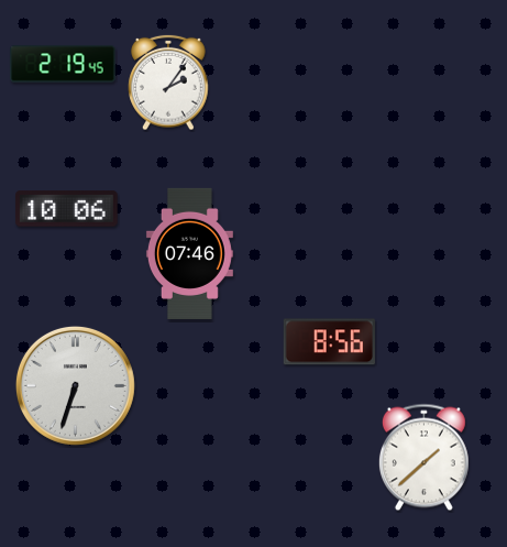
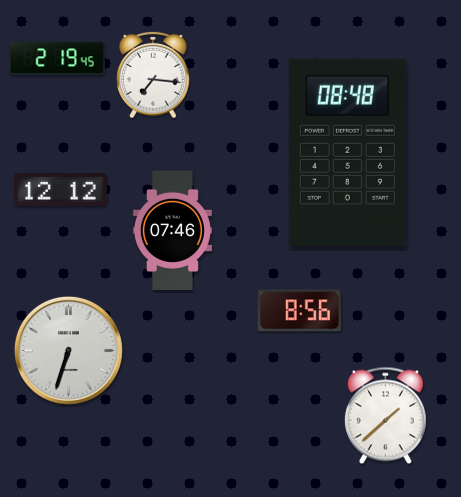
clock at (168, 83): 2:06 -> 7:16
clock at (347, 152): none -> 08:48
clock at (67, 209): 10:06 -> 12:12
